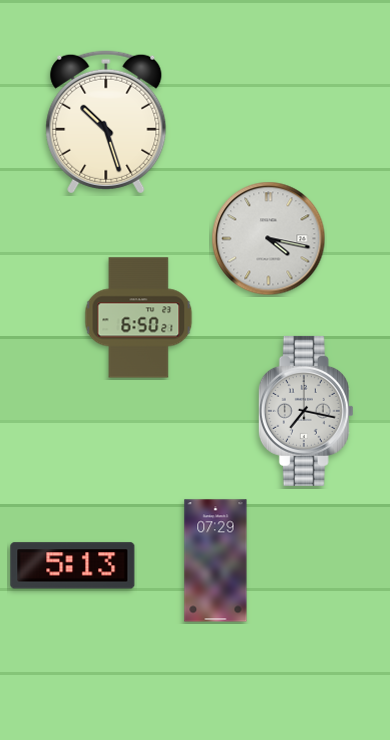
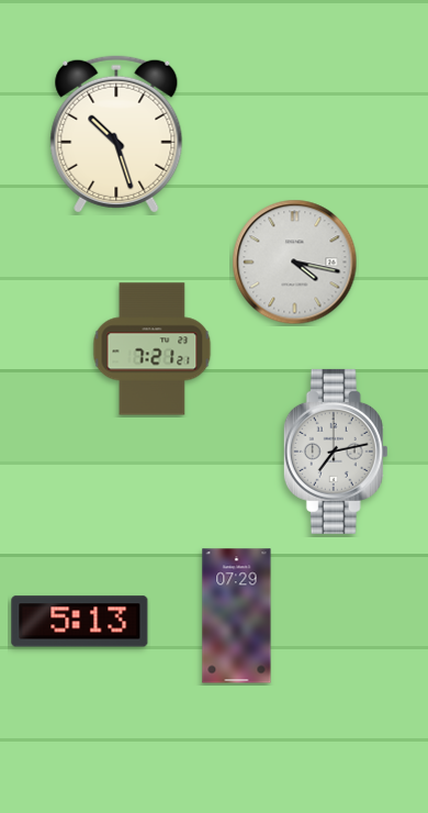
clock at (139, 318): 6:50 -> 7:21
clock at (306, 411): 7:17 -> 7:13
